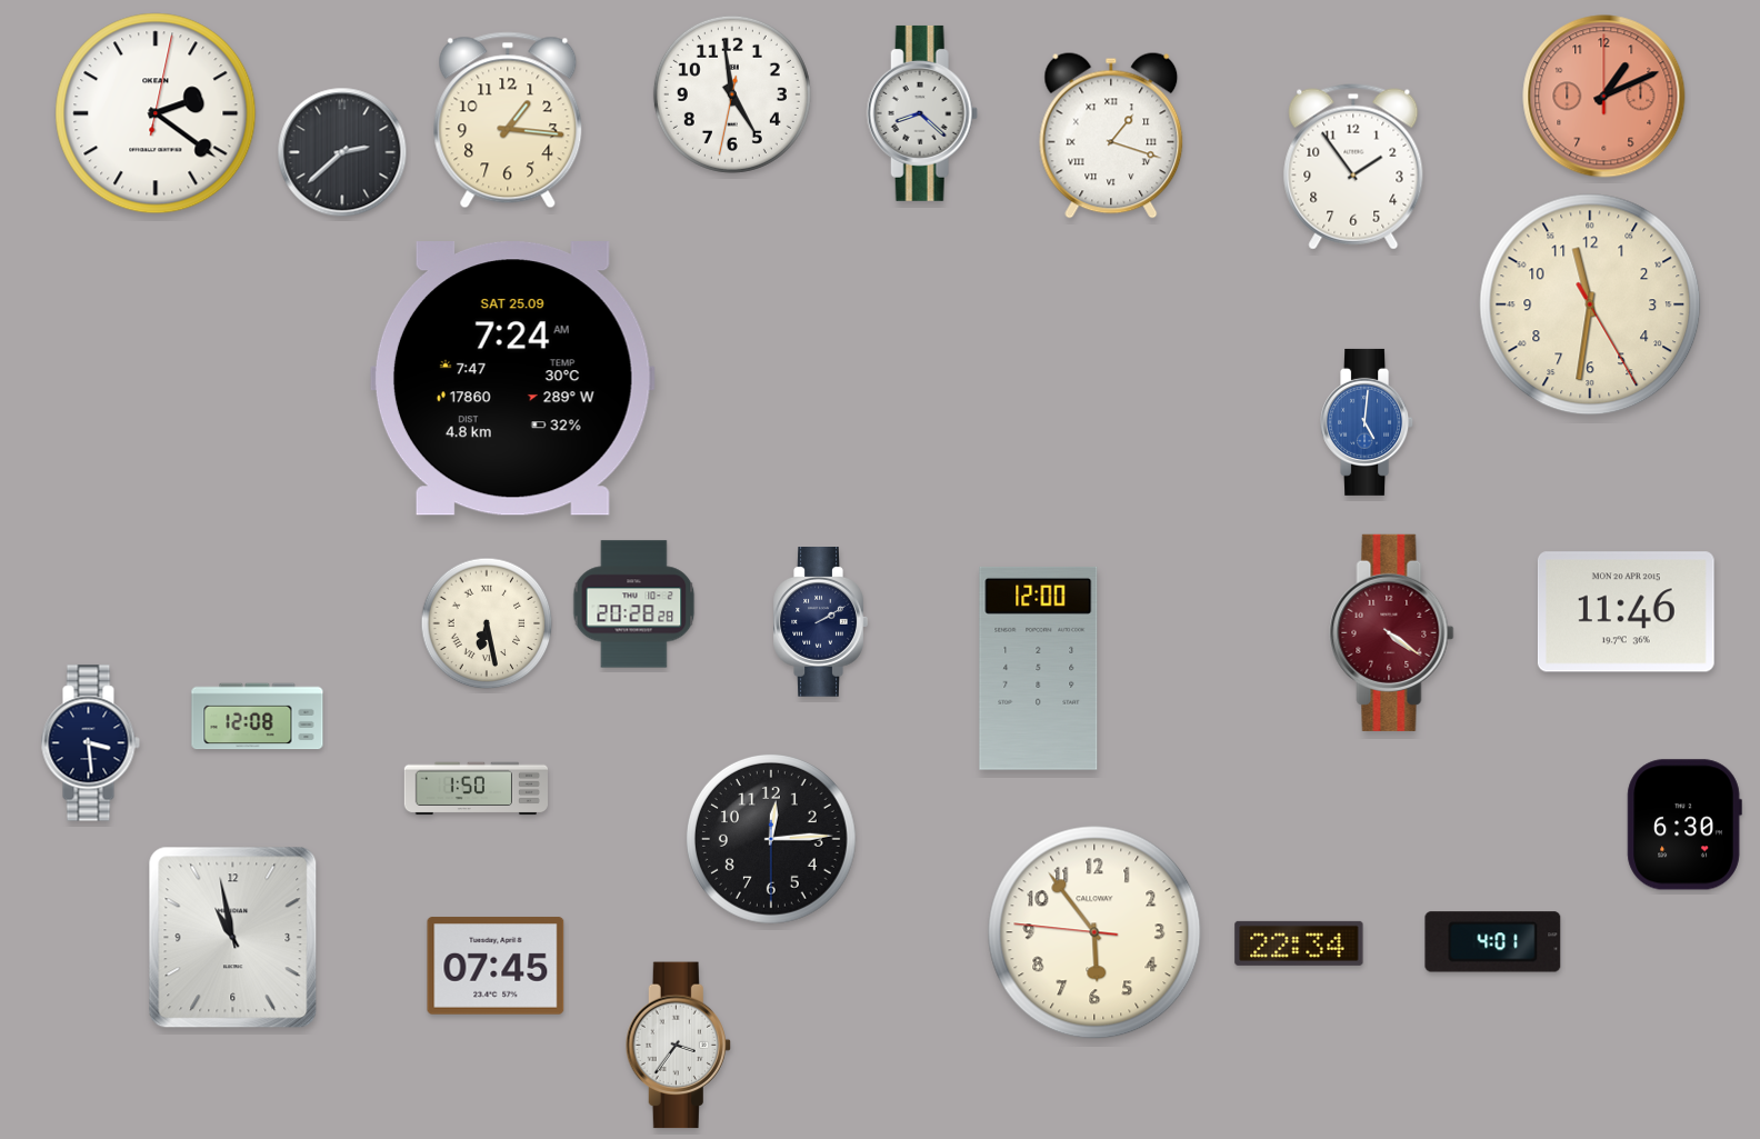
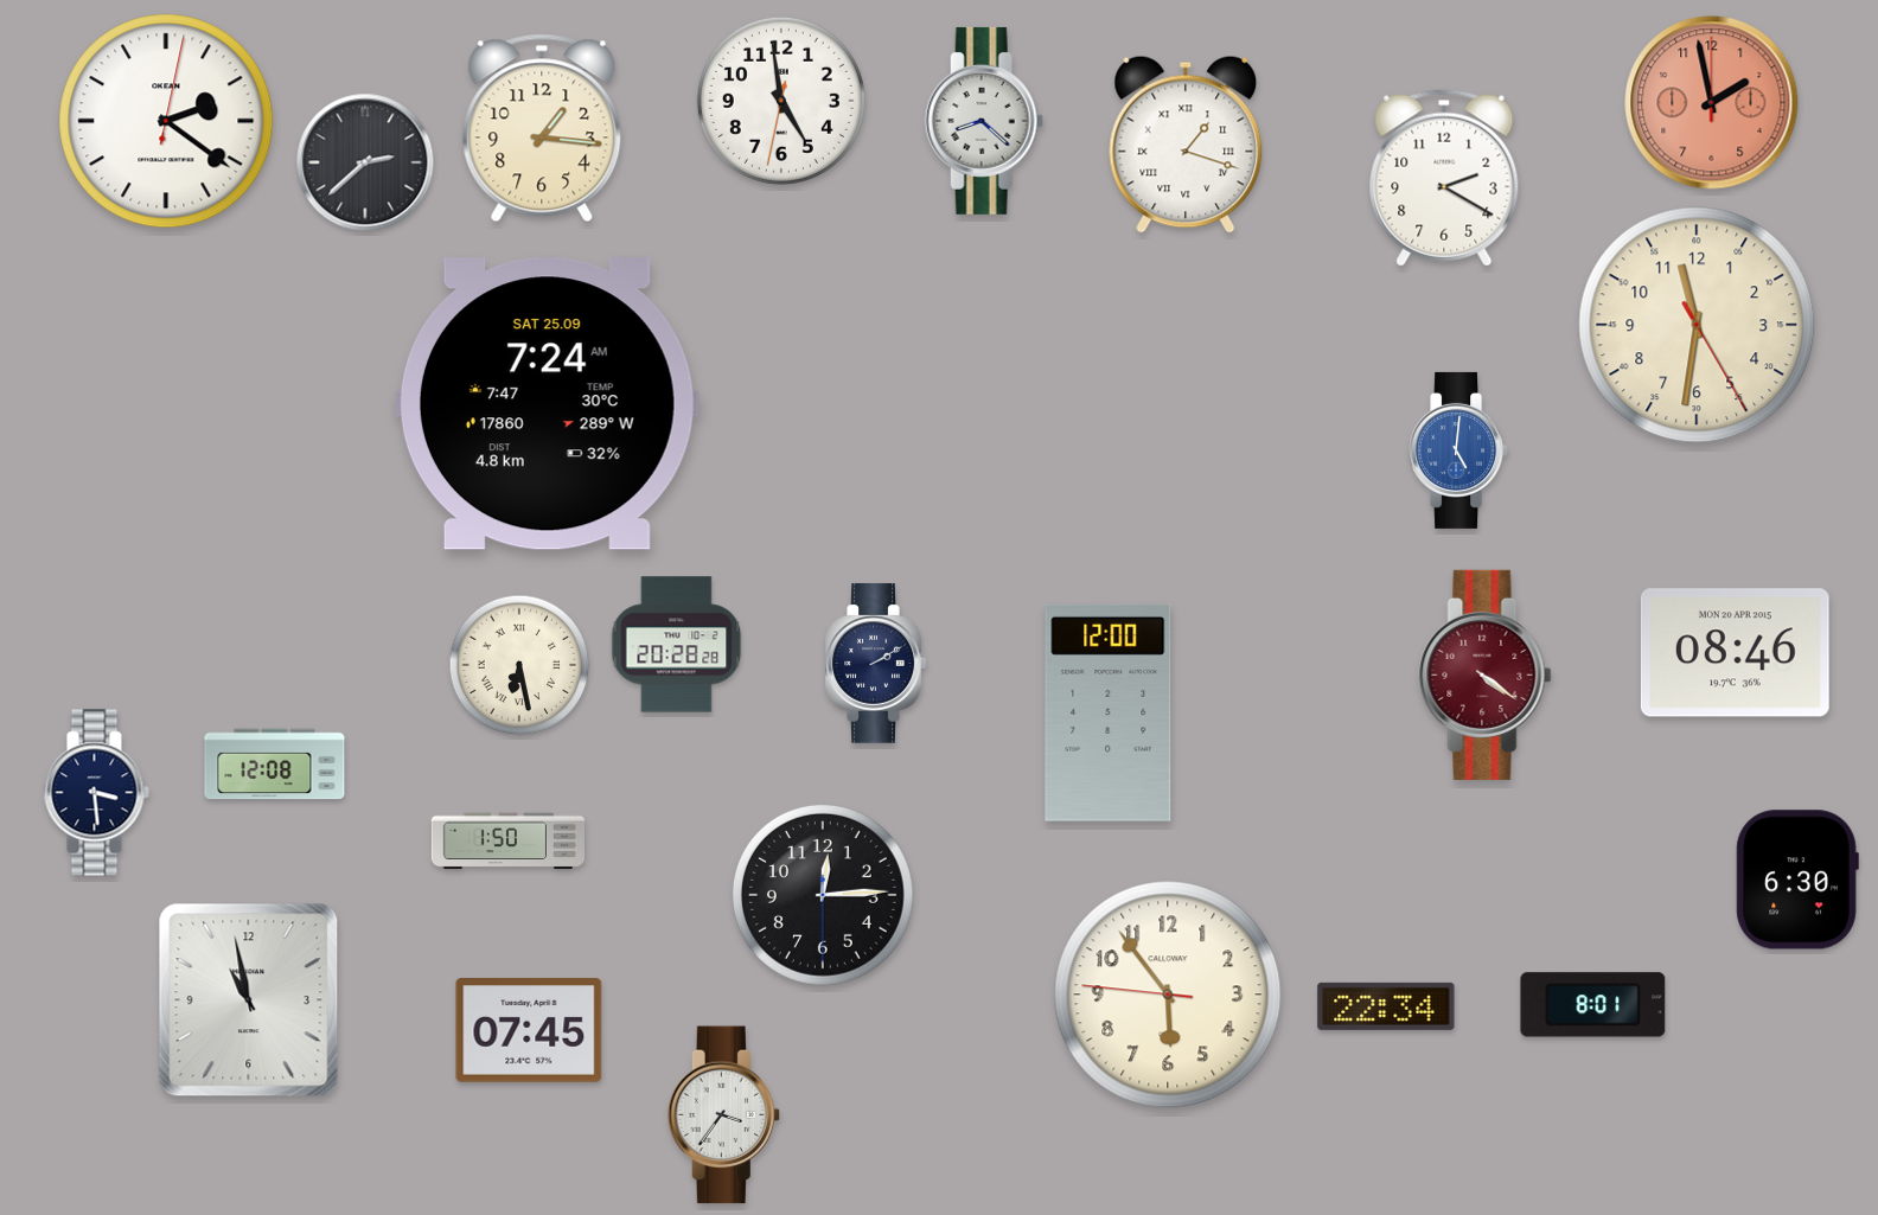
clock at (1604, 97): 1:11 -> 1:58
clock at (1353, 167): 1:54 -> 2:20
clock at (1626, 612): 11:46 -> 08:46
clock at (1493, 942): 4:01 -> 8:01
